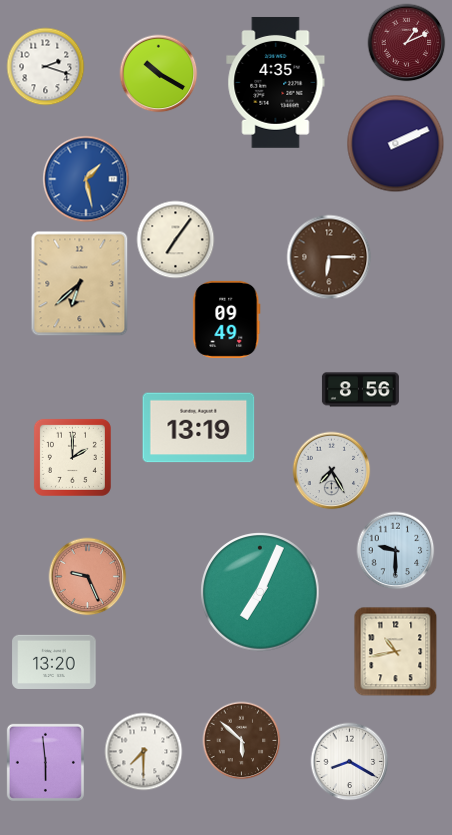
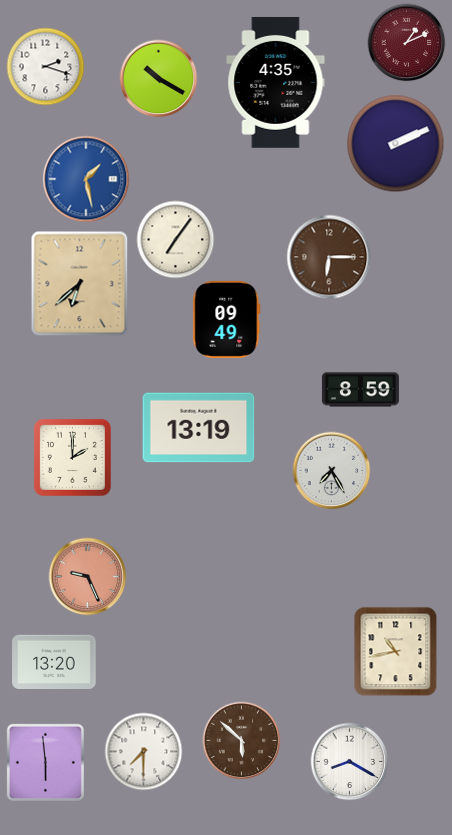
clock at (158, 73) position: (158, 73) -> (158, 78)
clock at (360, 390): 8:56 -> 8:59
clock at (395, 550): 9:30 -> none
clock at (260, 592): 7:04 -> none
